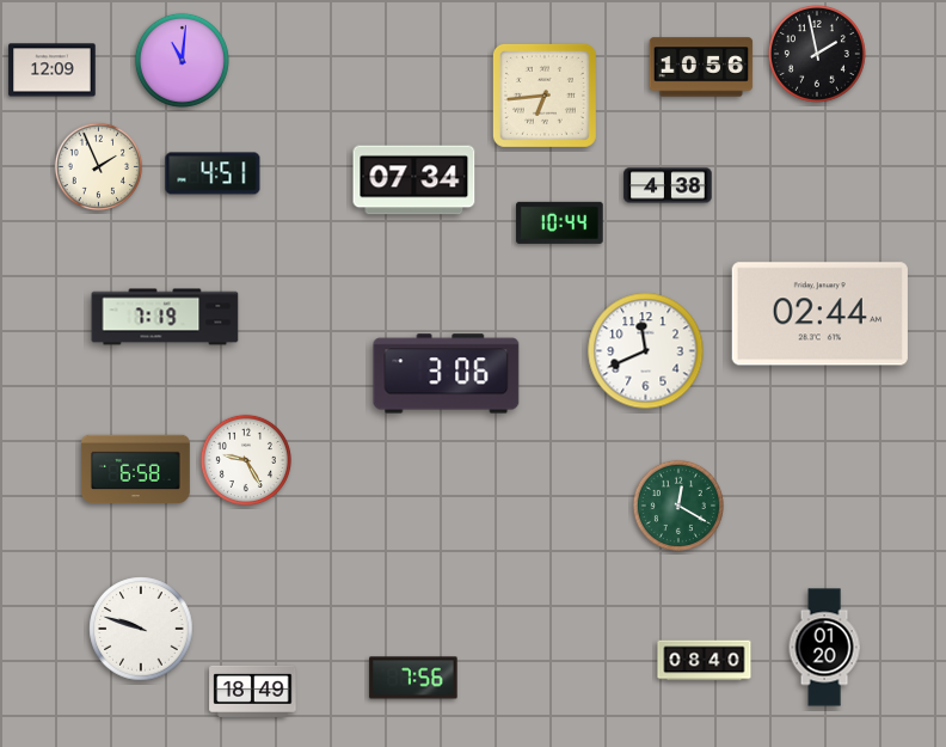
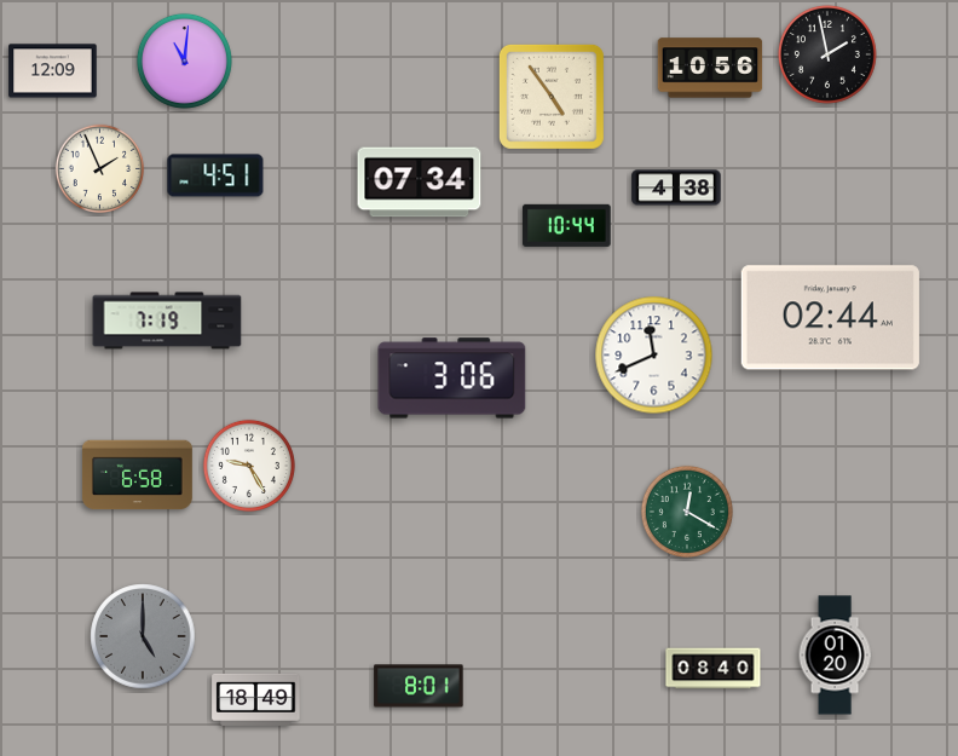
clock at (545, 96): 6:44 -> 4:54
clock at (141, 629): 9:48 -> 5:00
clock at (141, 629) dial: white -> grey
clock at (413, 678): 7:56 -> 8:01
